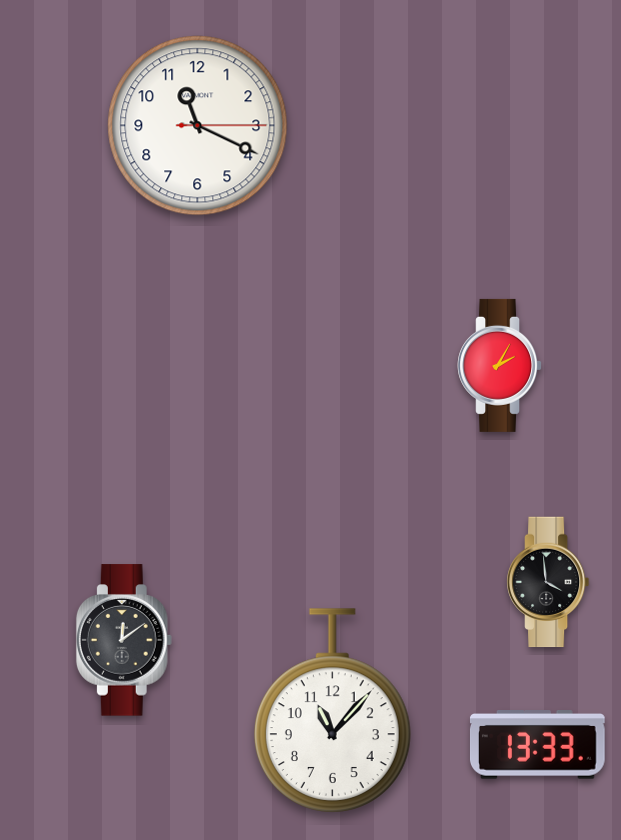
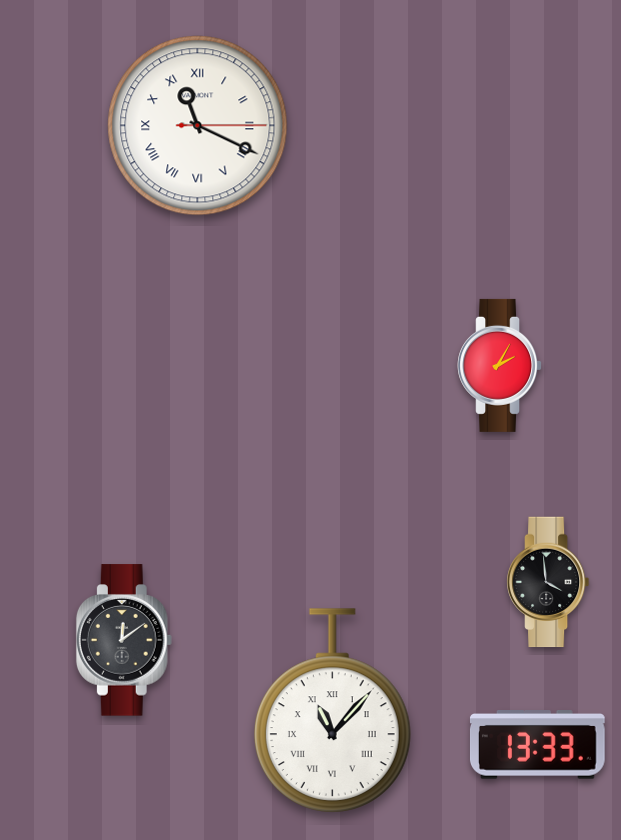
clock at (198, 126) numerals: Arabic -> Roman
clock at (332, 711) numerals: Arabic -> Roman
